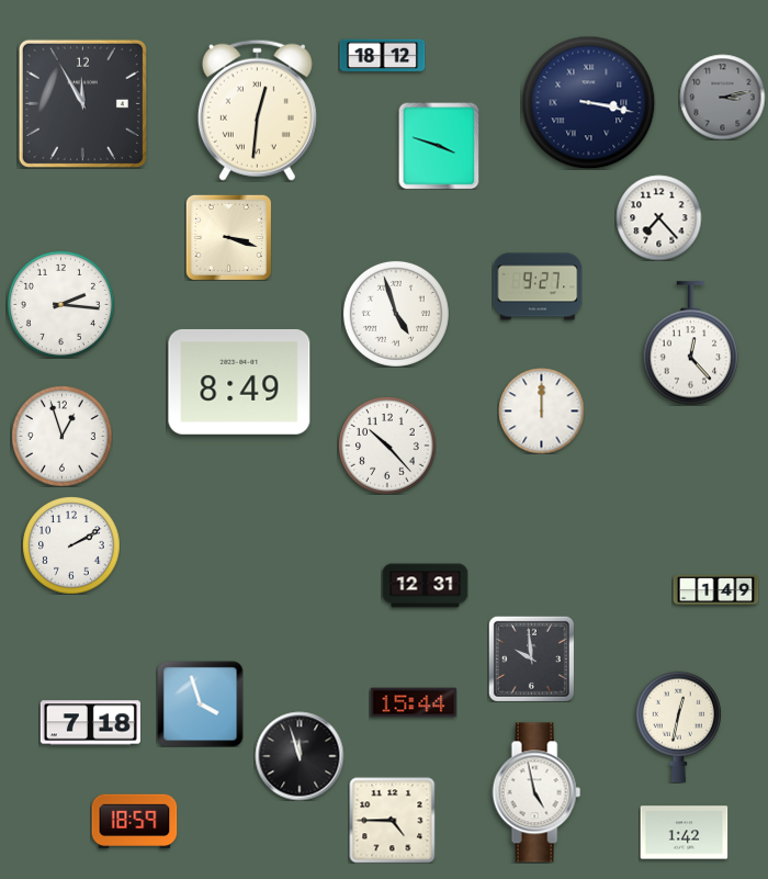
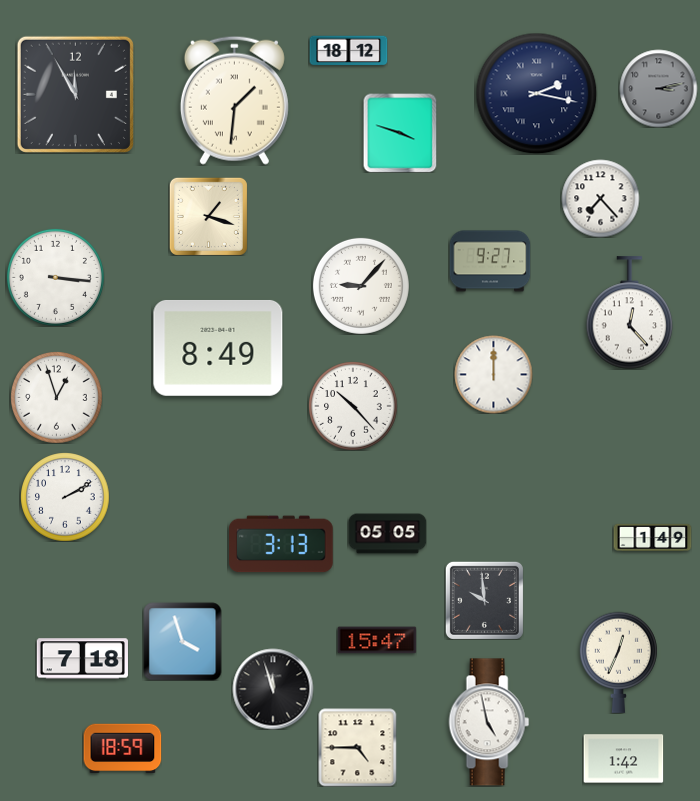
clock at (588, 102): 3:17 -> 2:17
clock at (257, 110): 12:31 -> 1:31
clock at (228, 237): 3:18 -> 1:18
clock at (60, 304): 2:16 -> 3:16
clock at (396, 314): 4:57 -> 9:07
clock at (425, 586): 12:31 -> 05:05
clock at (282, 544): none -> 3:13
clock at (414, 702): 15:44 -> 15:47
clock at (678, 726): 12:32 -> 12:34
